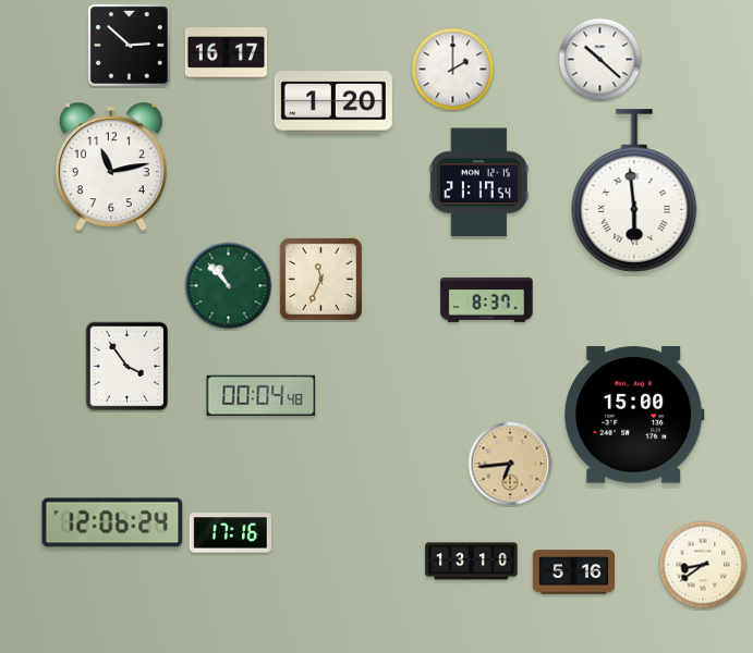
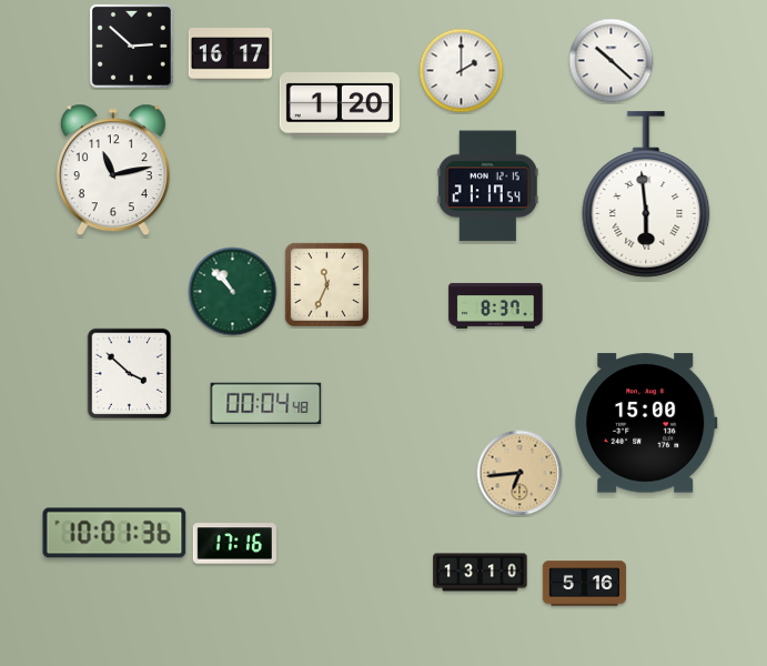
clock at (127, 367): 3:54 -> 3:52
clock at (112, 522): 12:06 -> 10:01
clock at (703, 565): 8:39 -> none
